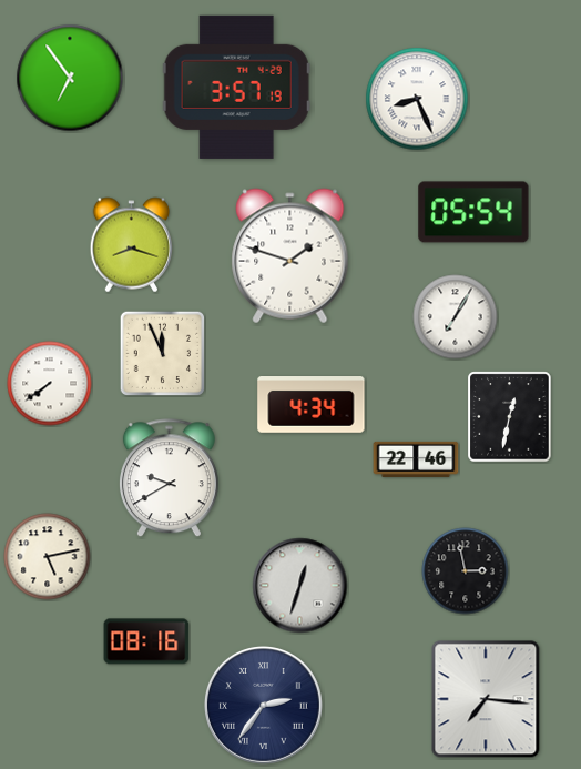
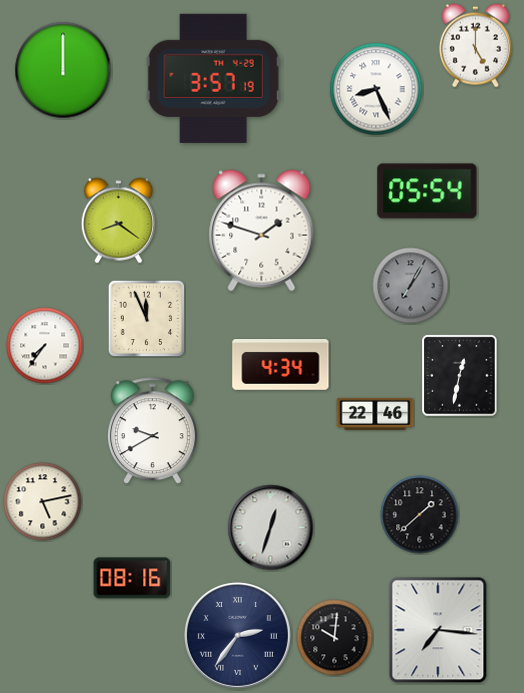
clock at (475, 46): none -> 5:00
clock at (70, 78): 6:54 -> 12:00
clock at (132, 245): 8:18 -> 8:21
clock at (456, 317) dial: white -> grey
clock at (50, 384): 7:39 -> 7:36
clock at (466, 571): 2:58 -> 1:38
clock at (335, 638): none -> 10:01
